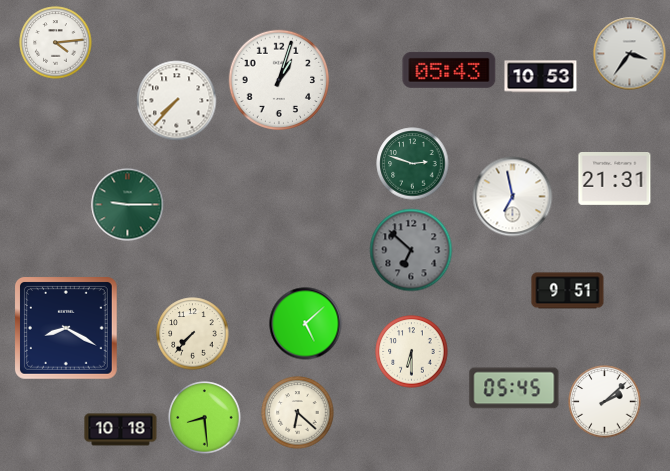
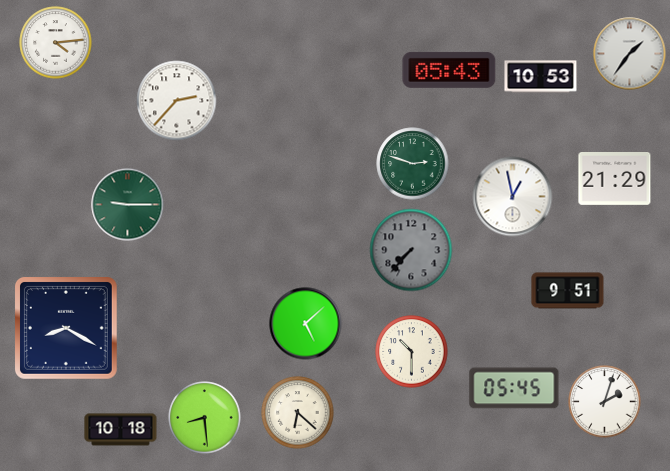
clock at (630, 54): 3:36 -> 1:36
clock at (278, 79): 1:03 -> none
clock at (177, 101): 7:37 -> 2:37
clock at (615, 179): 21:31 -> 21:29
clock at (513, 197): 6:58 -> 12:58
clock at (411, 250): 6:52 -> 7:37
clock at (193, 334): 7:37 -> none
clock at (412, 352): 6:30 -> 10:30
clock at (605, 402): 2:08 -> 2:03
